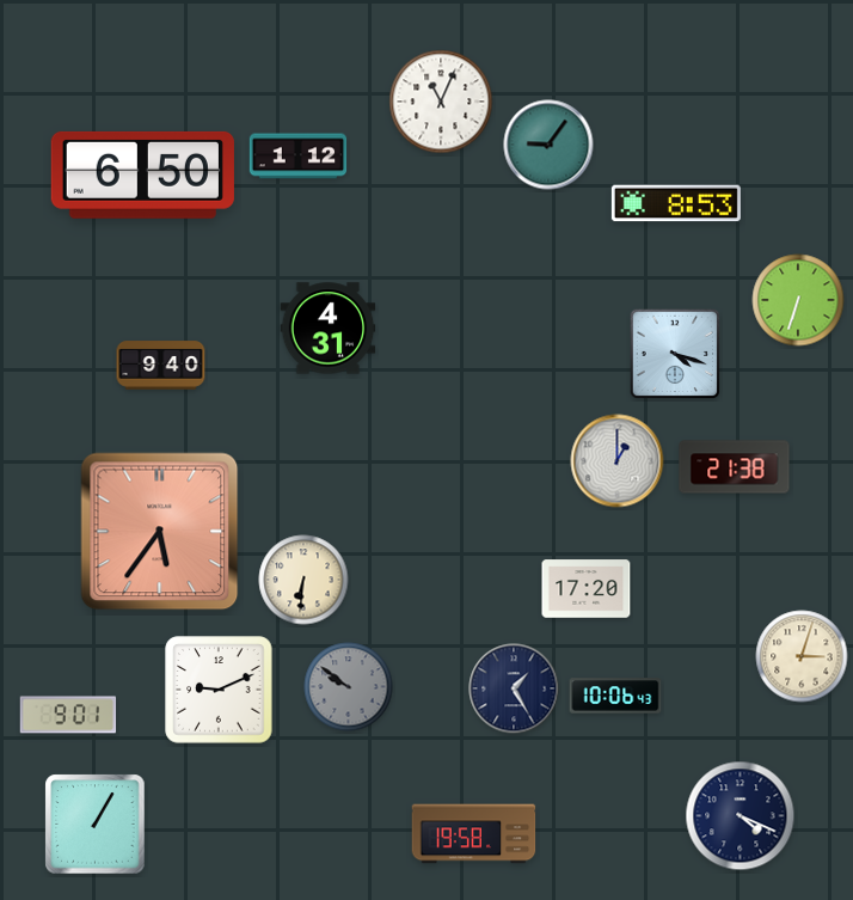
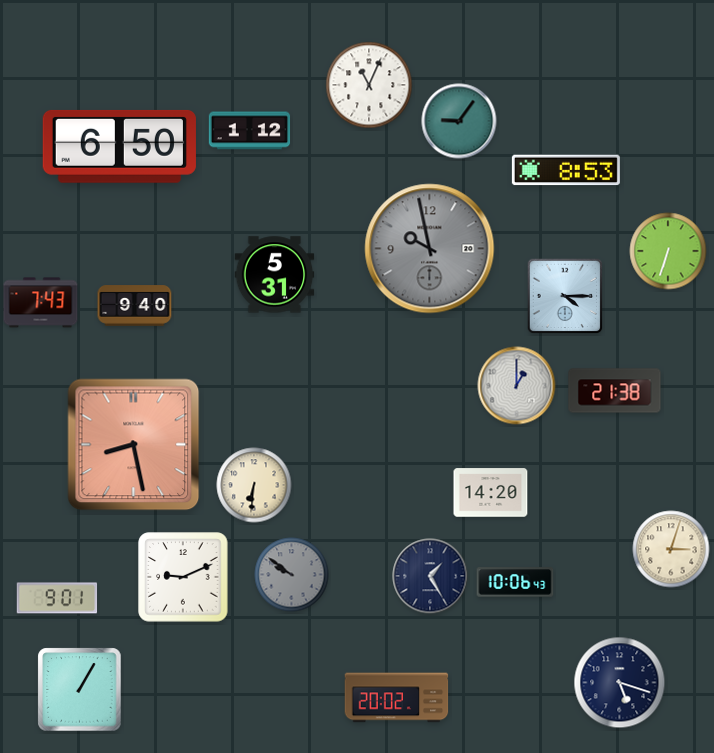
clock at (430, 249): none -> 9:58
clock at (329, 329): 4:31 -> 5:31
clock at (675, 354): 4:18 -> 4:15
clock at (41, 303): none -> 7:43
clock at (160, 532): 5:36 -> 8:28
clock at (587, 589): 17:20 -> 14:20
clock at (741, 816): 4:19 -> 5:18
clock at (474, 834): 19:58 -> 20:02
